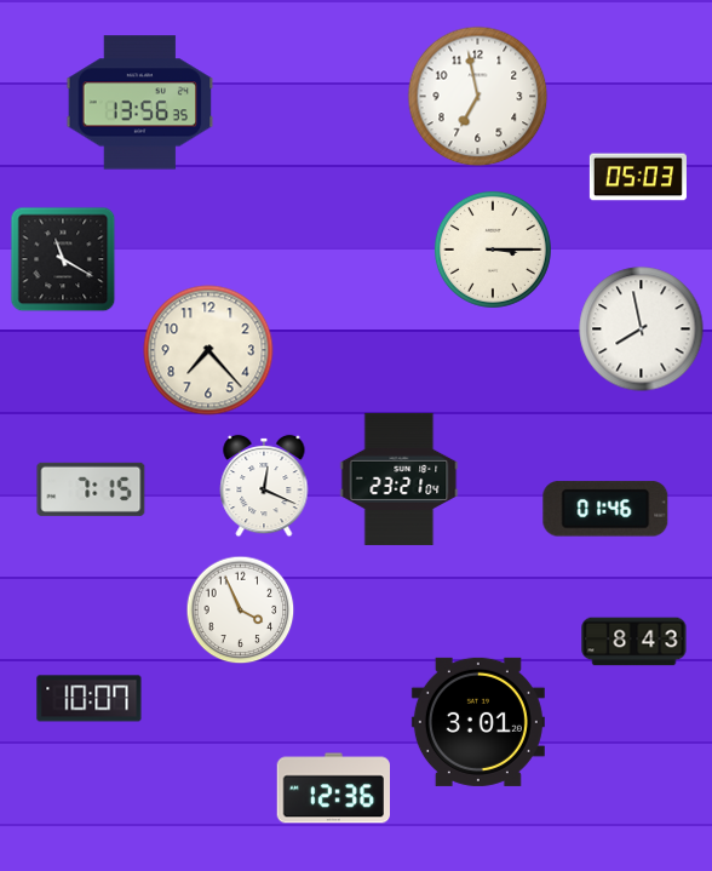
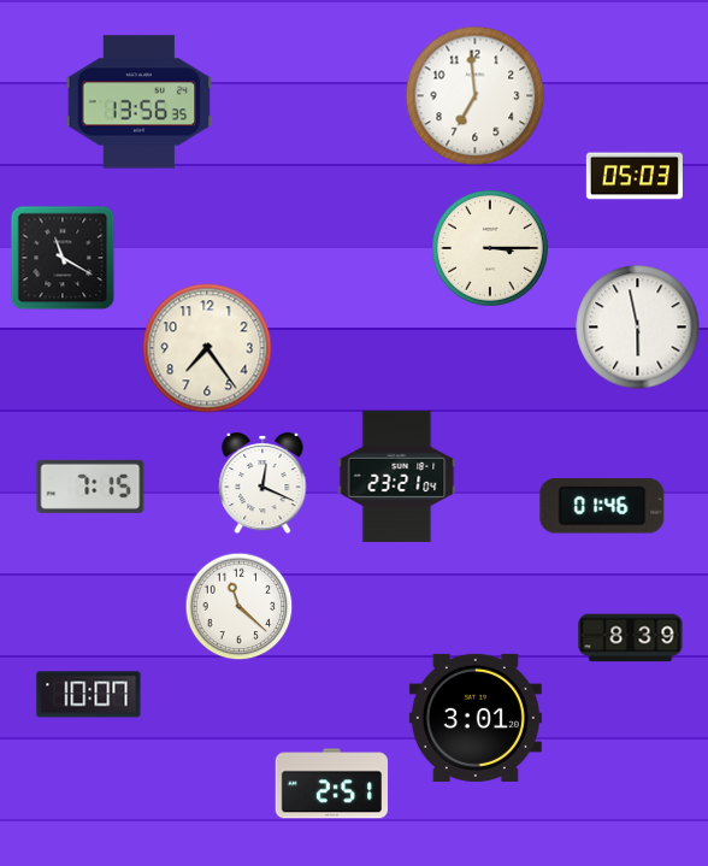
clock at (478, 97): 6:58 -> 6:59
clock at (642, 330): 7:58 -> 5:58
clock at (208, 350): 7:23 -> 7:24
clock at (241, 611): 3:56 -> 11:22
clock at (635, 642): 8:43 -> 8:39
clock at (333, 789): 12:36 -> 2:51
